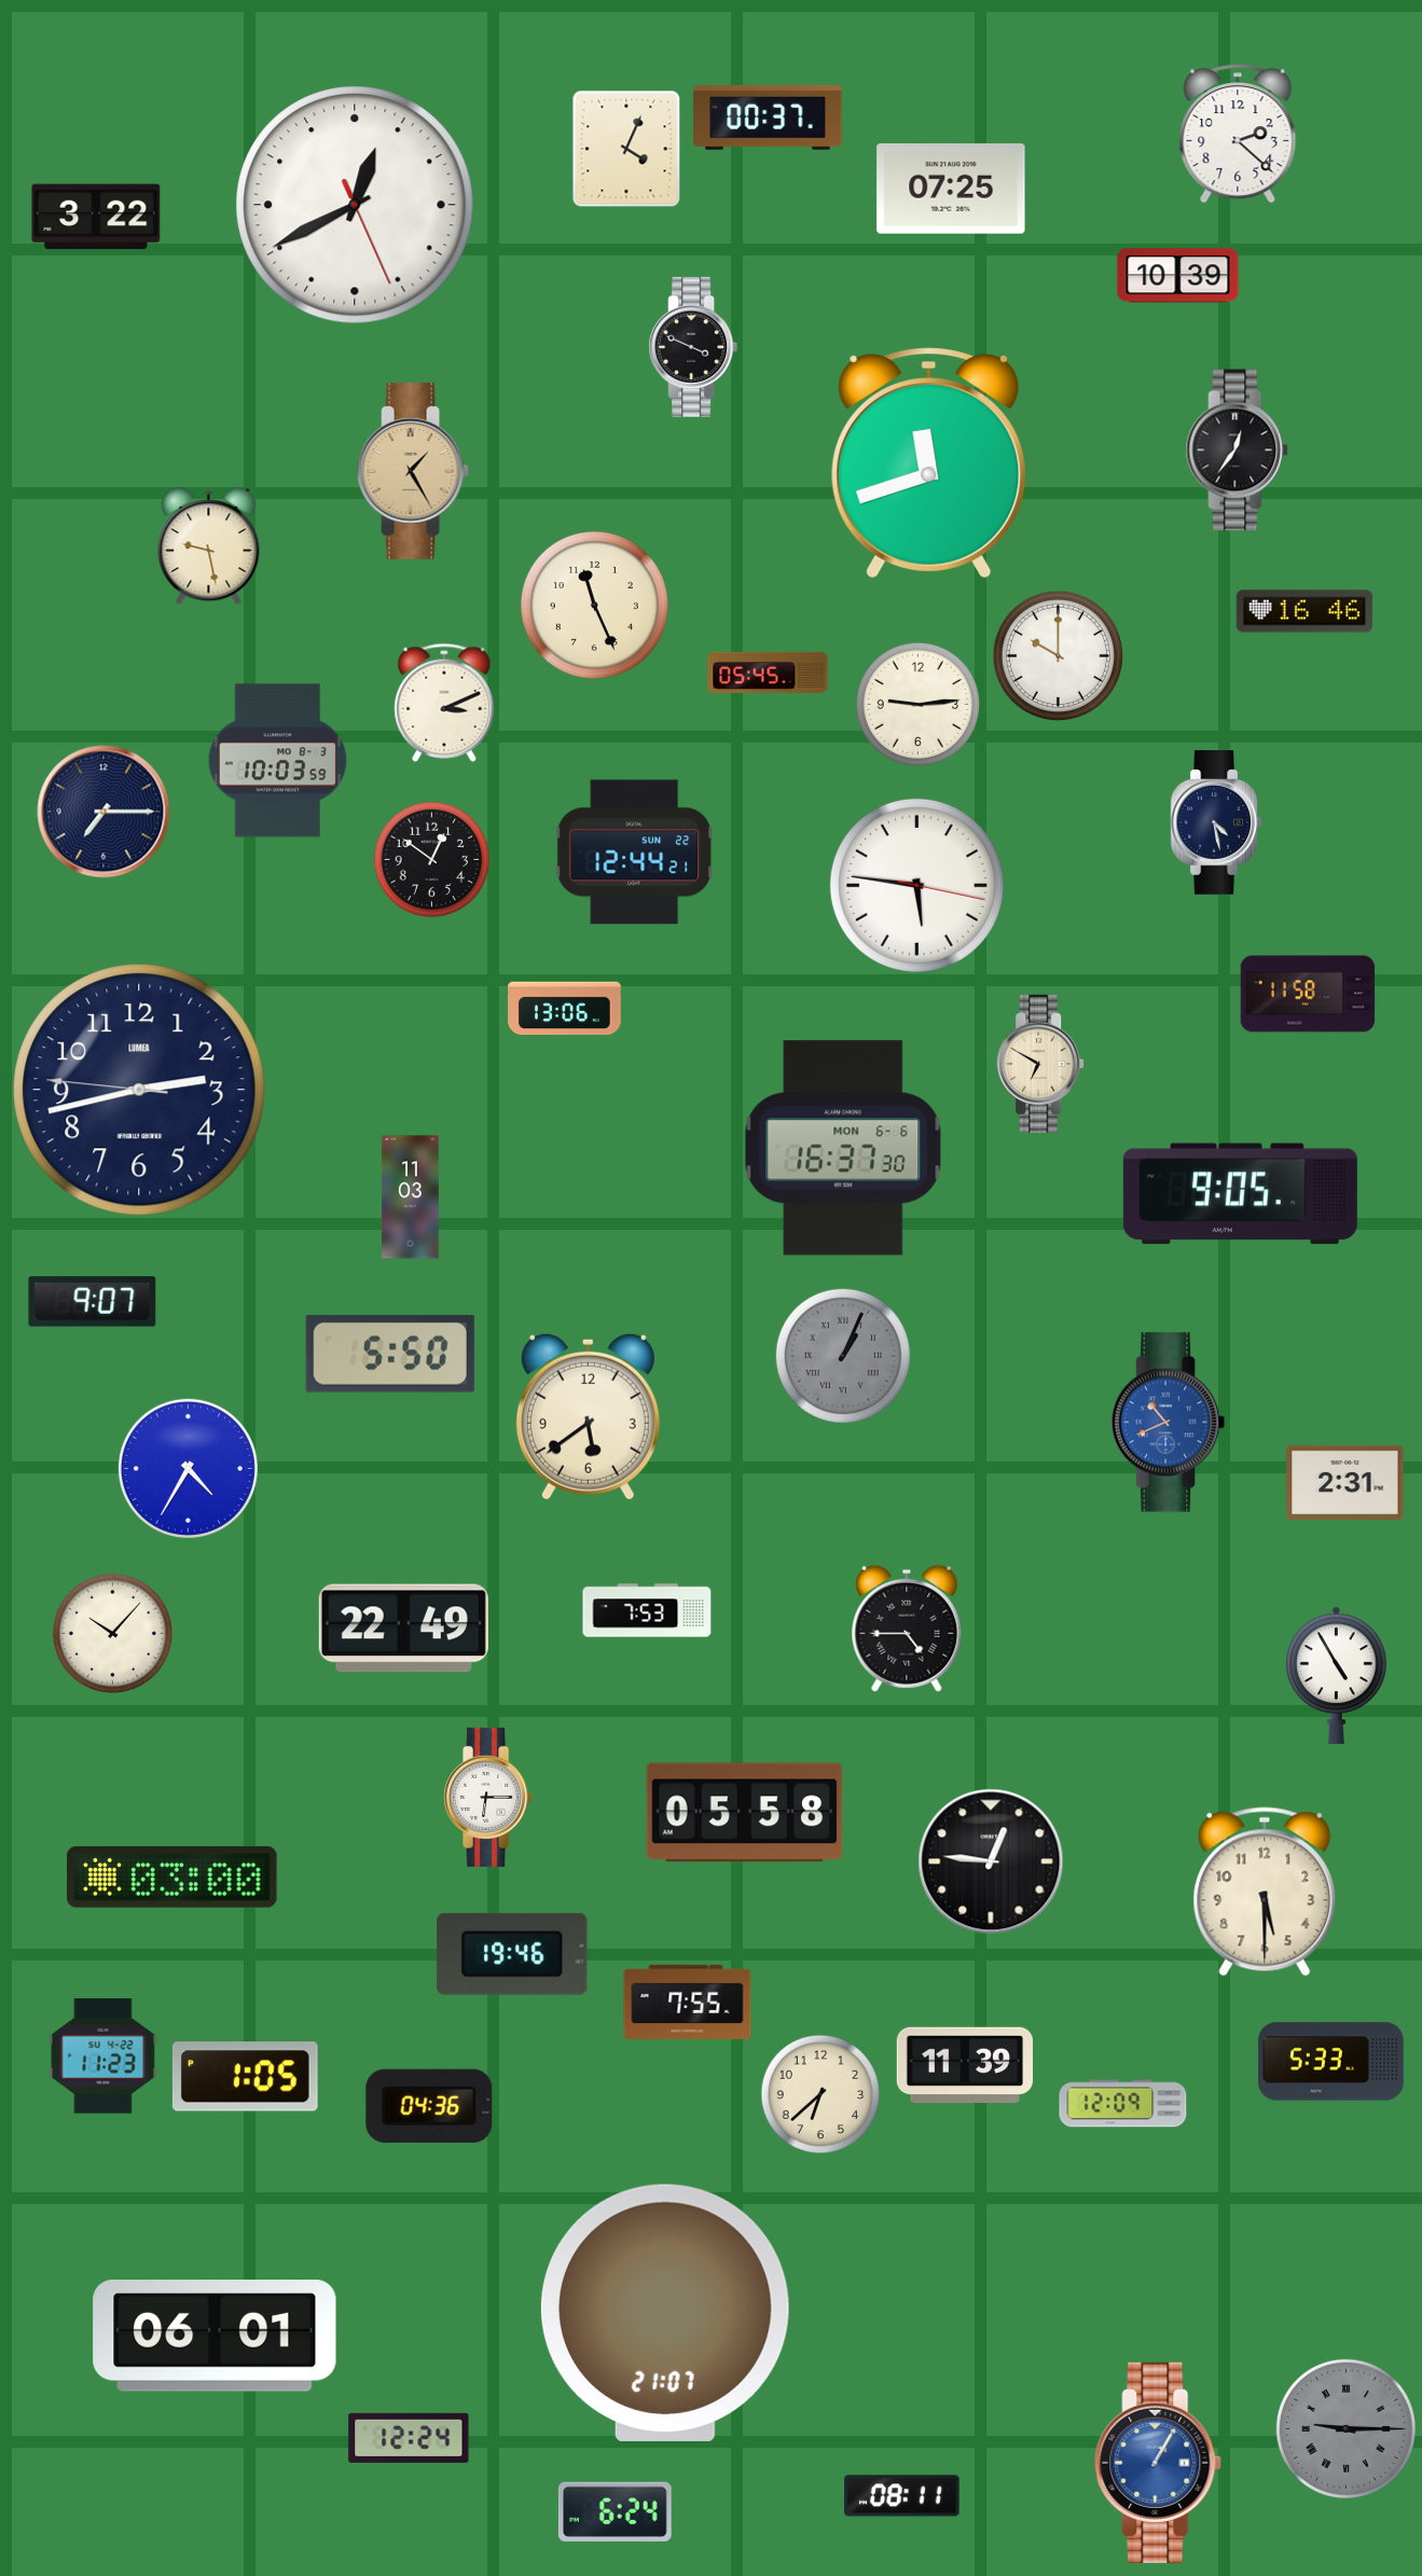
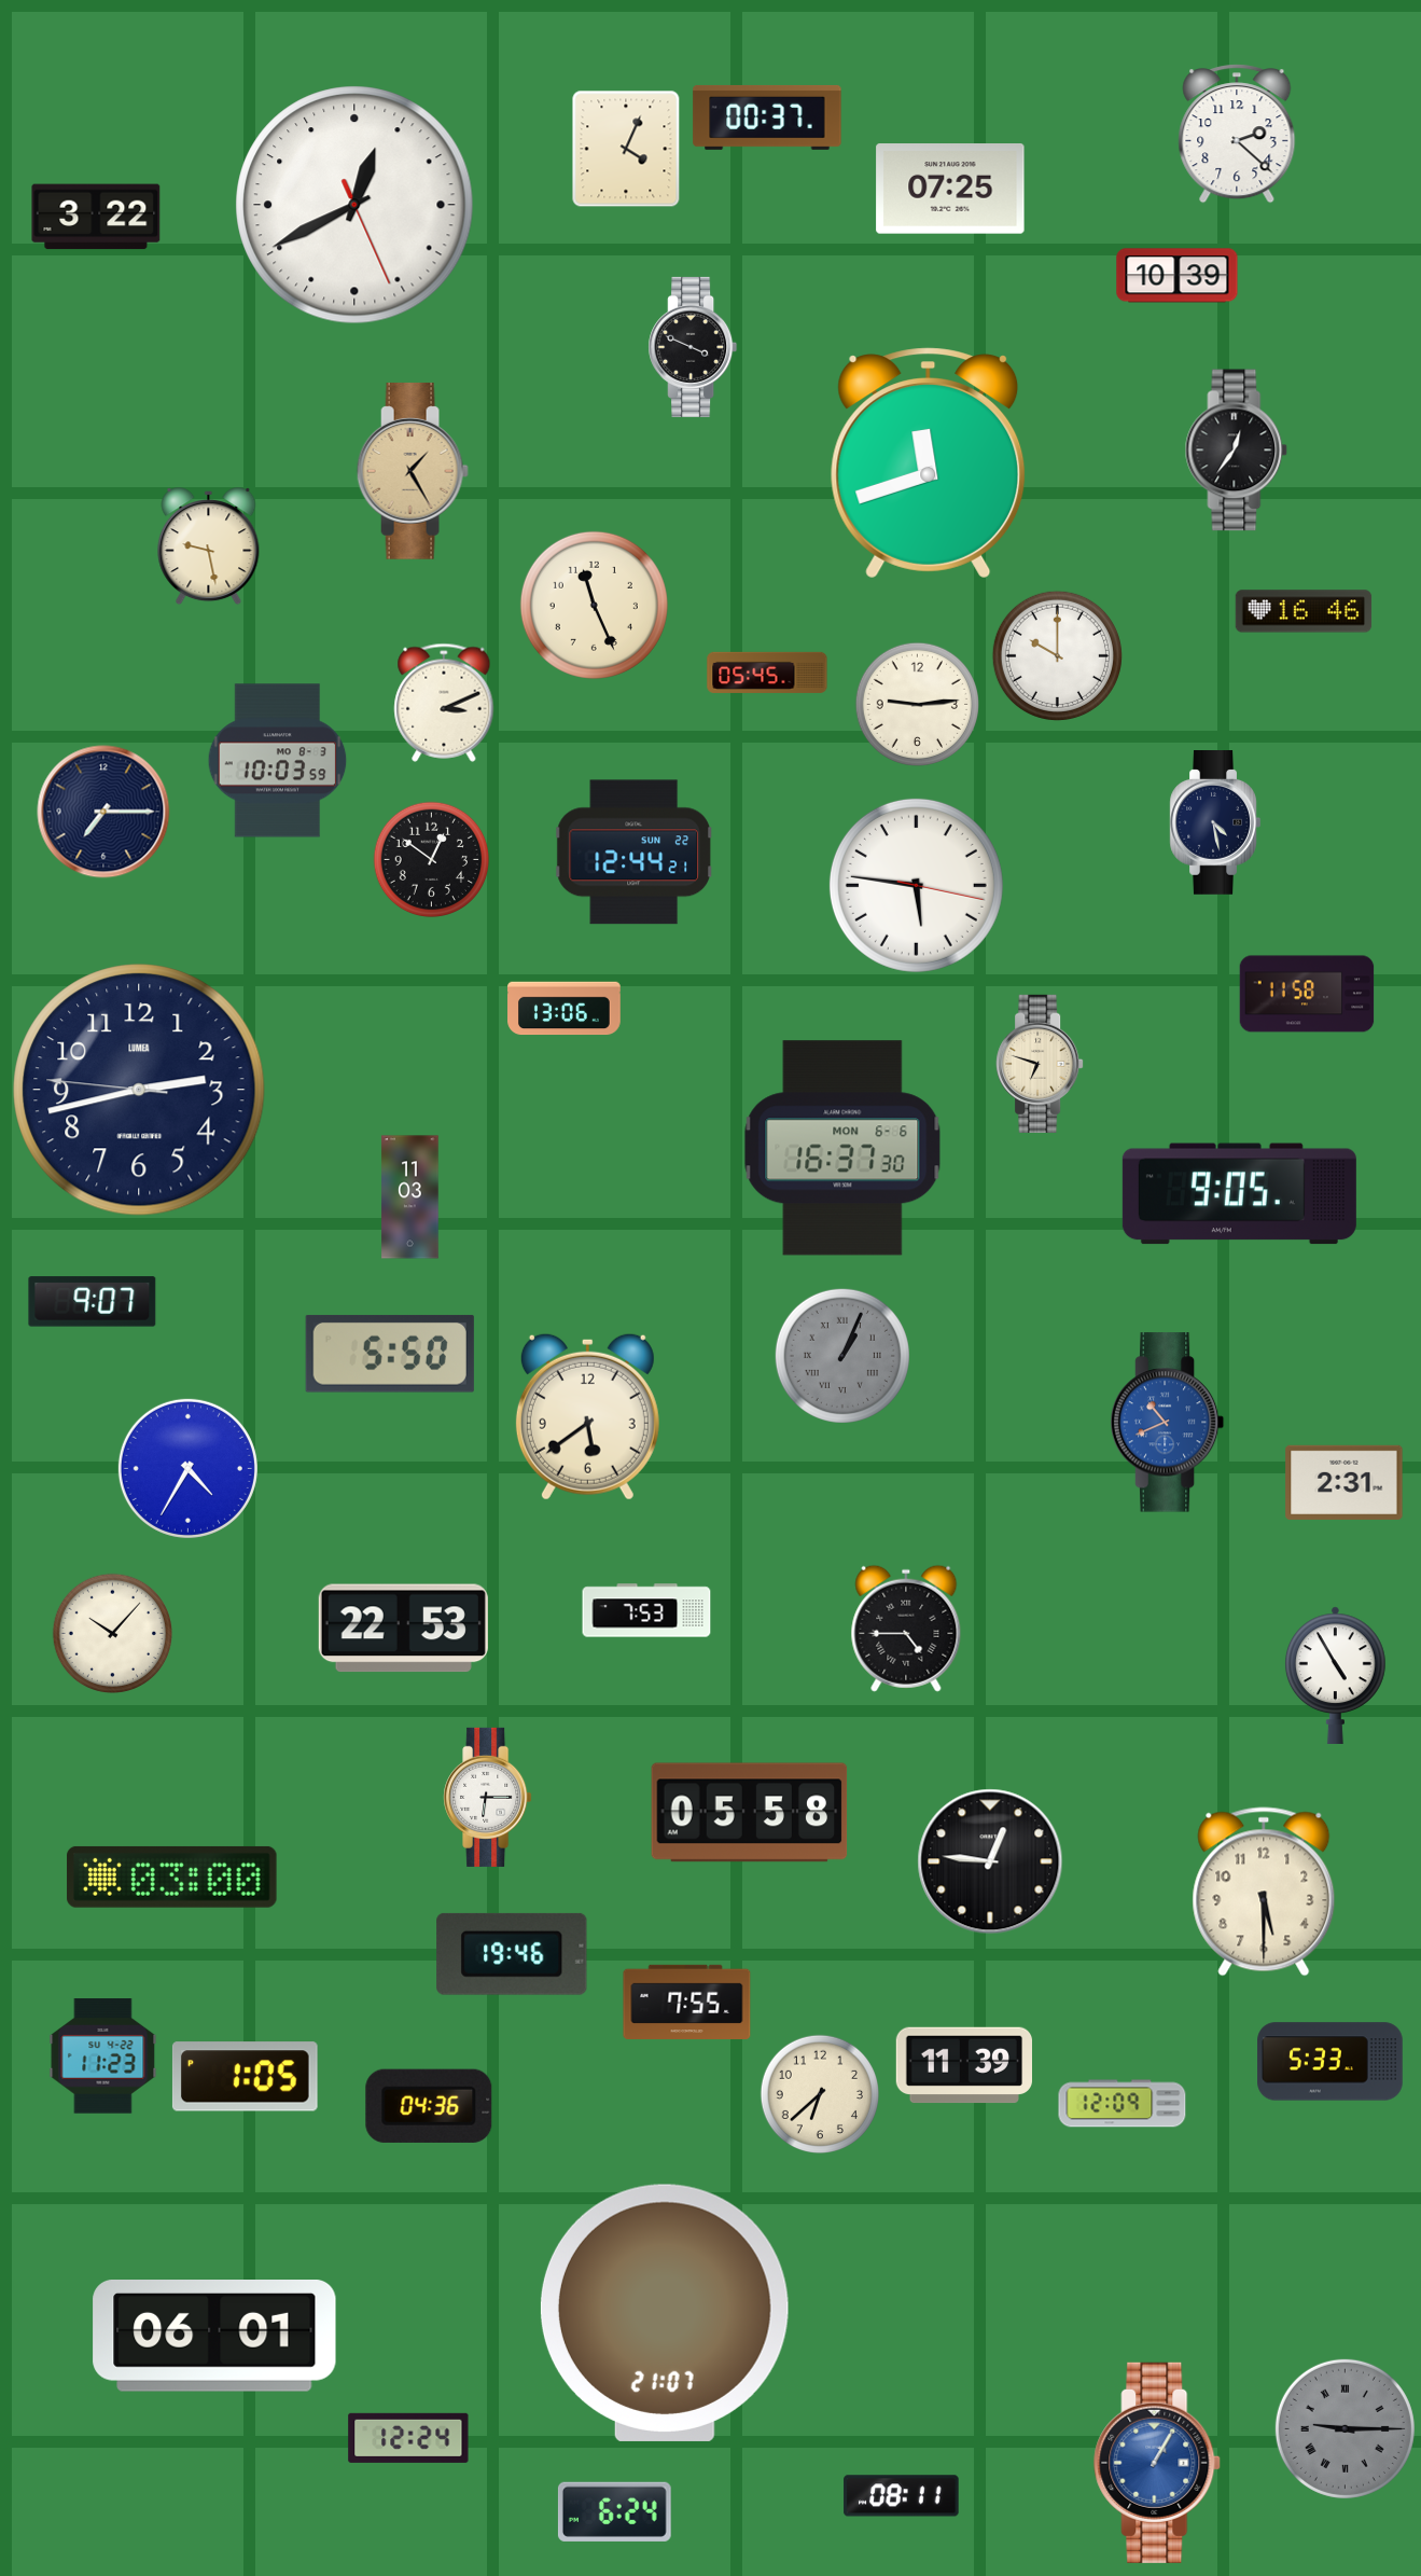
clock at (1040, 1064): 6:50 -> 6:48
clock at (403, 1629): 22:49 -> 22:53
clock at (745, 1813) position: (745, 1813) -> (750, 1813)
